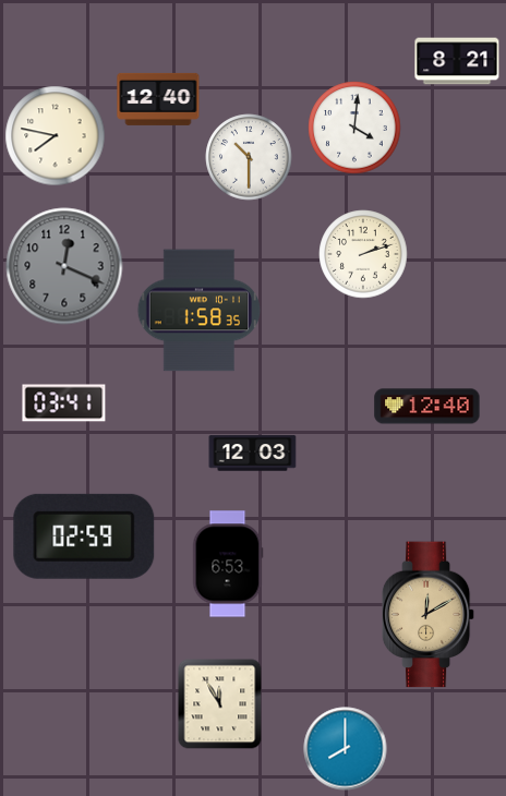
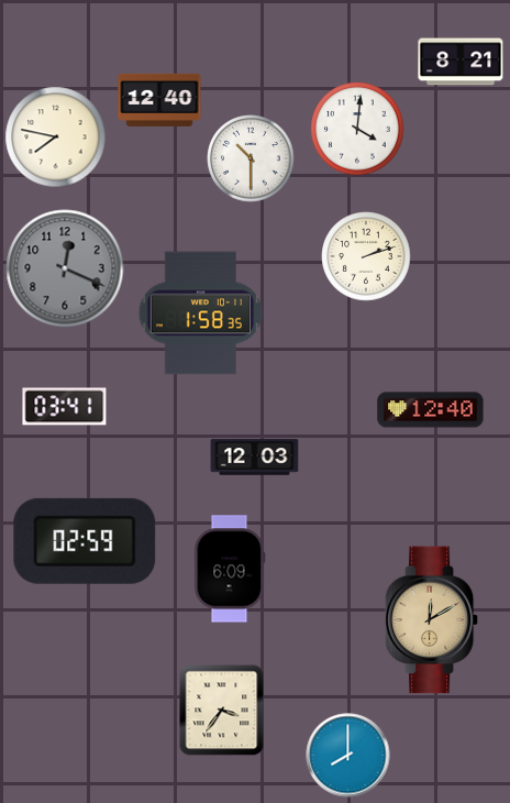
clock at (228, 564): 6:53 -> 6:09
clock at (220, 704): 11:55 -> 3:36
